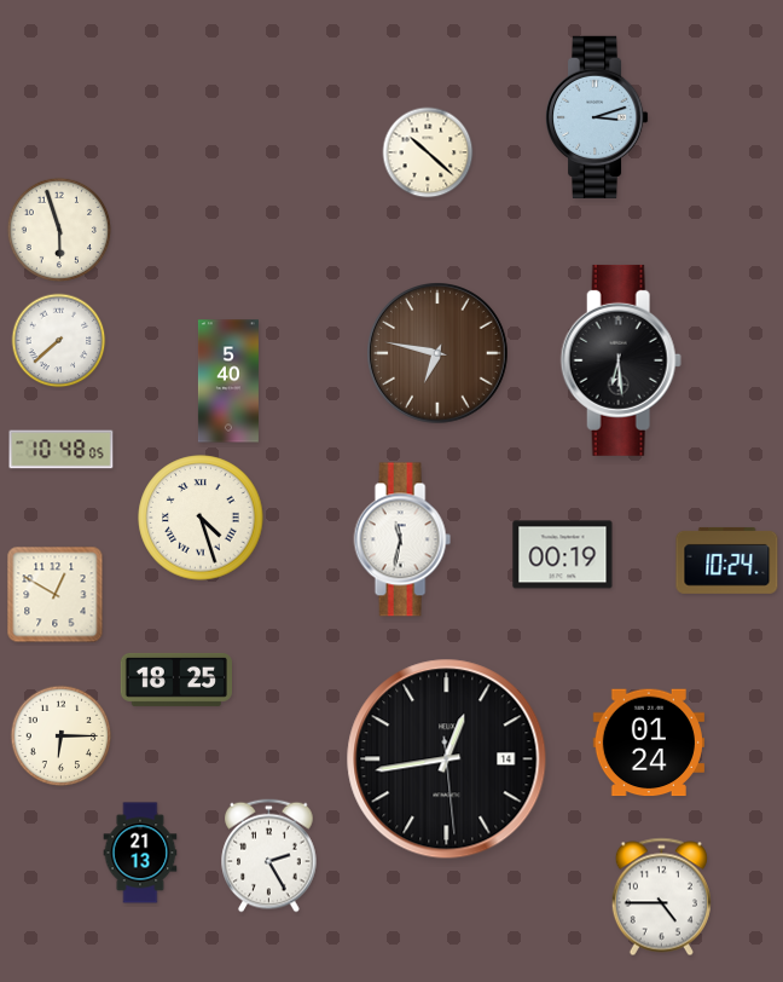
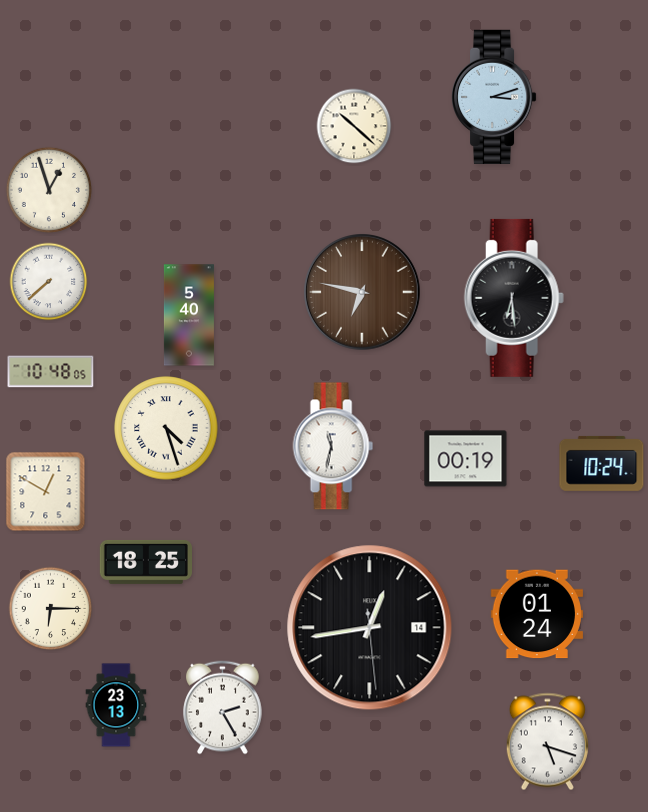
clock at (58, 229): 5:57 -> 12:57
clock at (140, 853): 21:13 -> 23:13
clock at (661, 897): 4:45 -> 5:18
